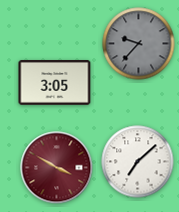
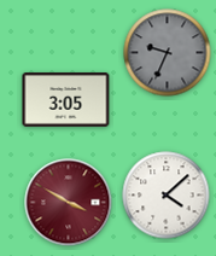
clock at (139, 44): 9:37 -> 9:34
clock at (138, 162): 7:08 -> 4:08
